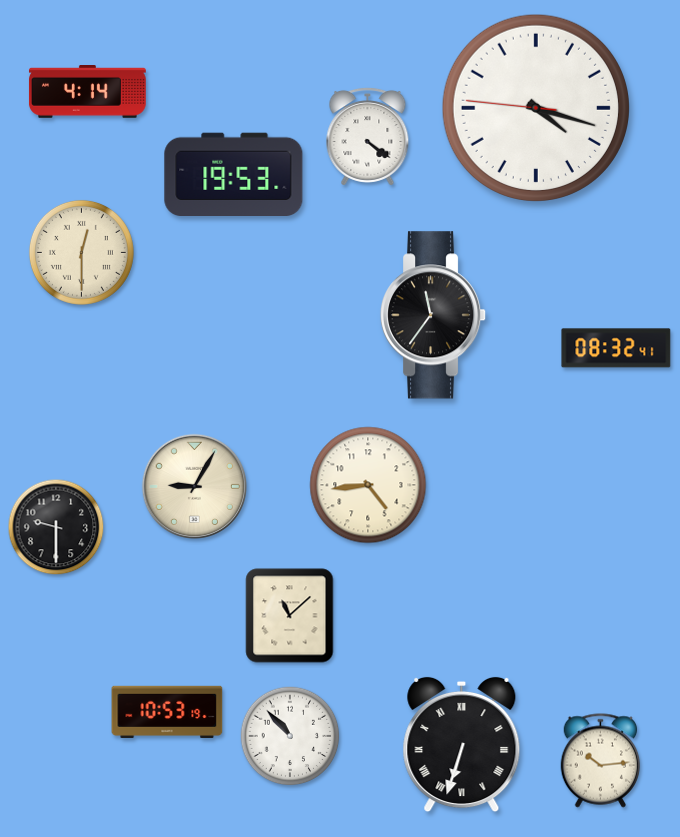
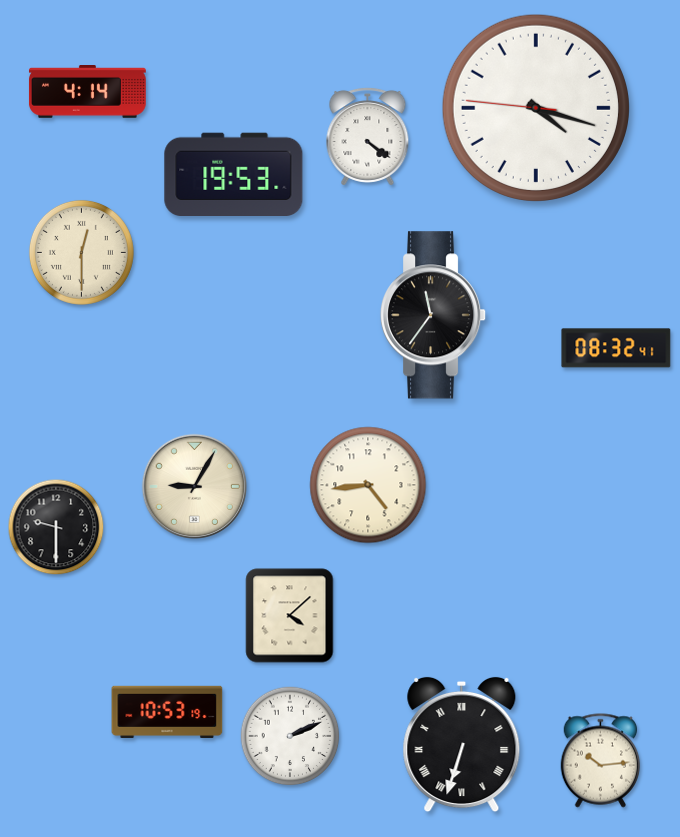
clock at (290, 616): 11:08 -> 4:08
clock at (290, 736): 10:53 -> 2:11
